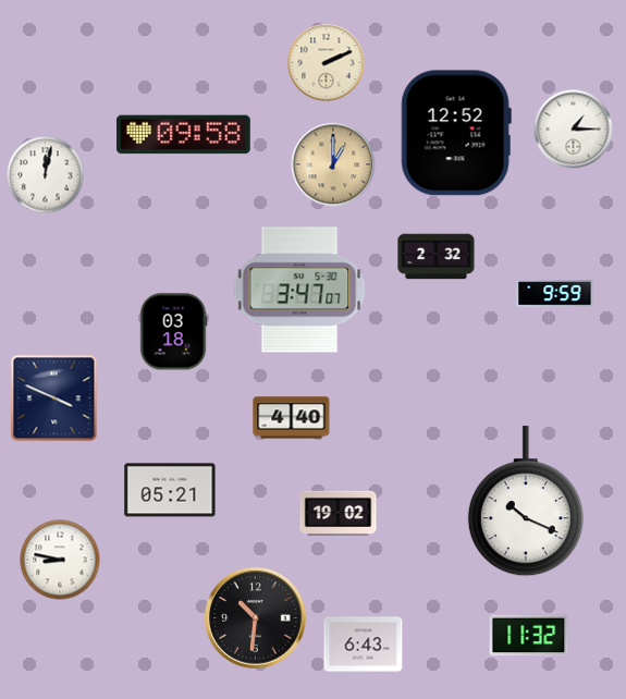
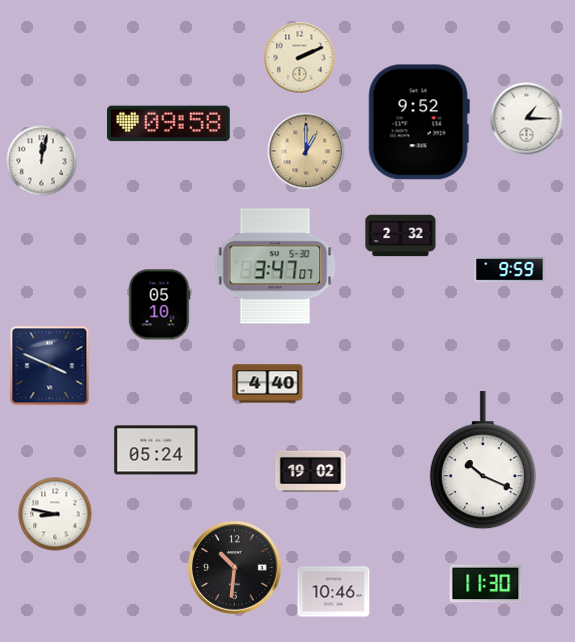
clock at (456, 133): 12:52 -> 9:52
clock at (173, 332): 03:18 -> 05:10
clock at (170, 490): 05:21 -> 05:24
clock at (529, 636): 11:32 -> 11:30
clock at (364, 645): 6:43 -> 10:46
